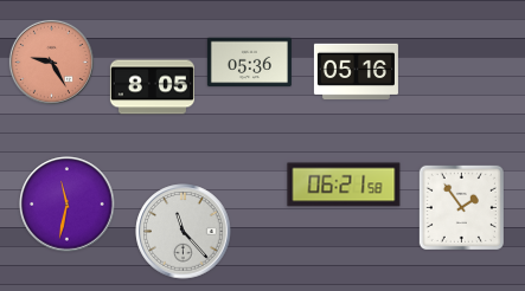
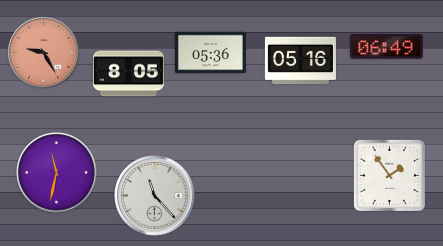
clock at (387, 47): none -> 06:49
clock at (344, 185): 06:21 -> none
